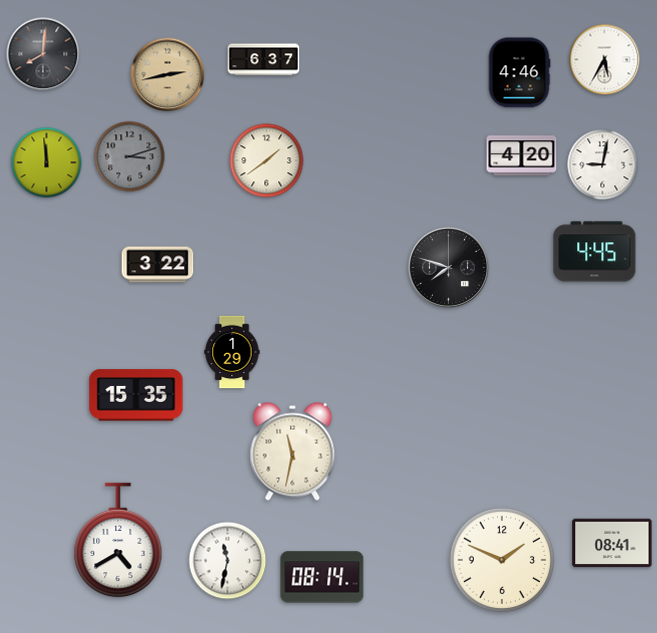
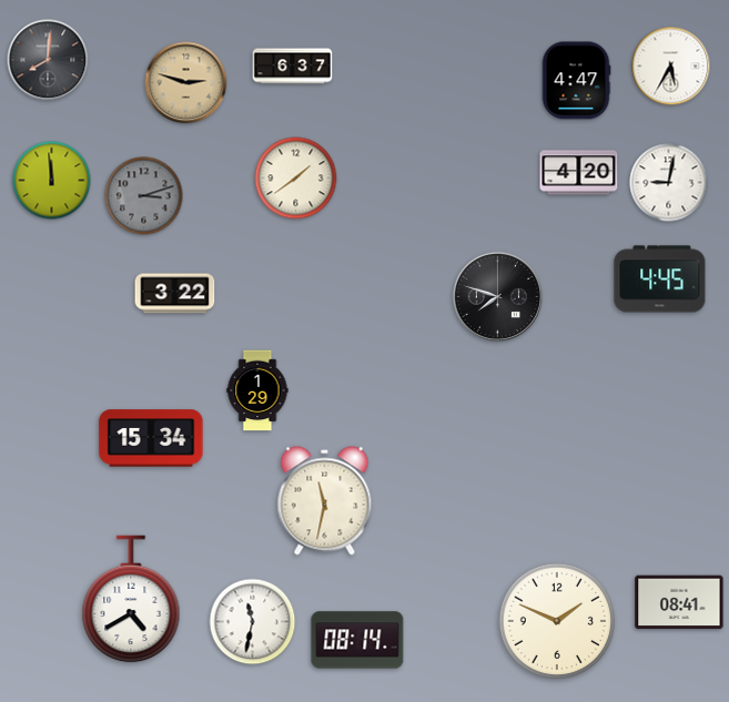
clock at (519, 73): 4:46 -> 4:47
clock at (168, 75): 2:43 -> 2:48
clock at (130, 157) position: (130, 157) -> (144, 196)
clock at (136, 395): 15:35 -> 15:34
